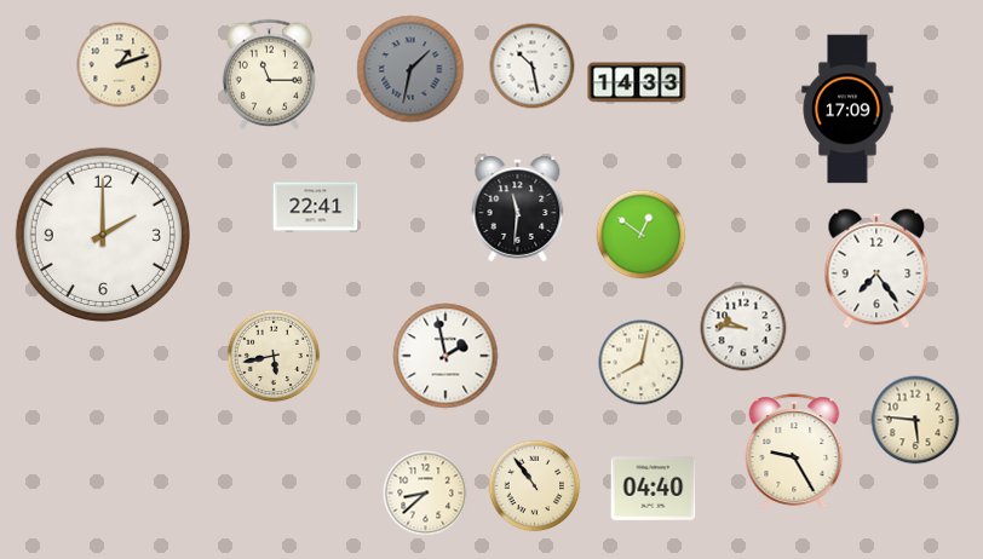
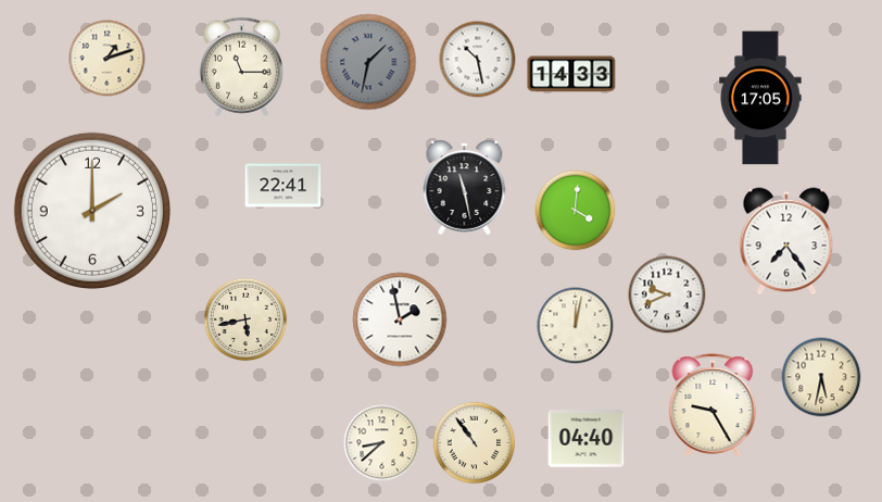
clock at (847, 109): 17:09 -> 17:05
clock at (518, 208): 11:31 -> 11:28
clock at (642, 235): 12:51 -> 4:01
clock at (743, 328): 9:46 -> 9:41
clock at (642, 363): 8:02 -> 12:02
clock at (915, 420): 5:46 -> 5:32
clock at (535, 486) position: (535, 486) -> (475, 443)
